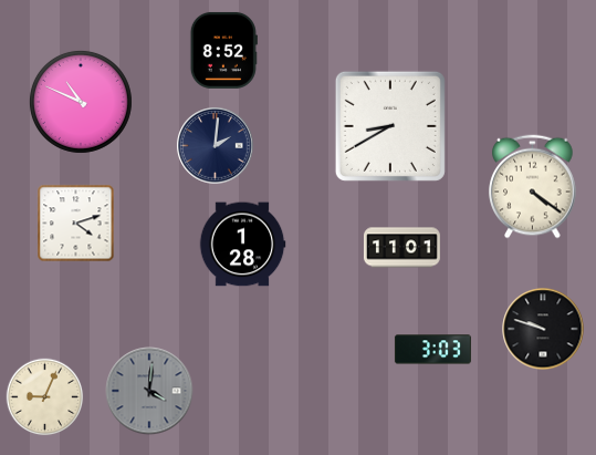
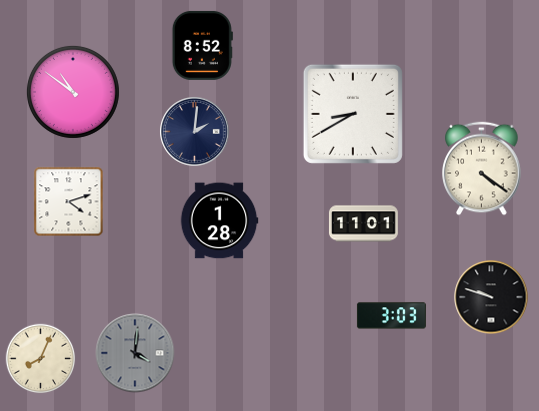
clock at (81, 102): 10:49 -> 10:51
clock at (45, 397): 9:04 -> 8:04
